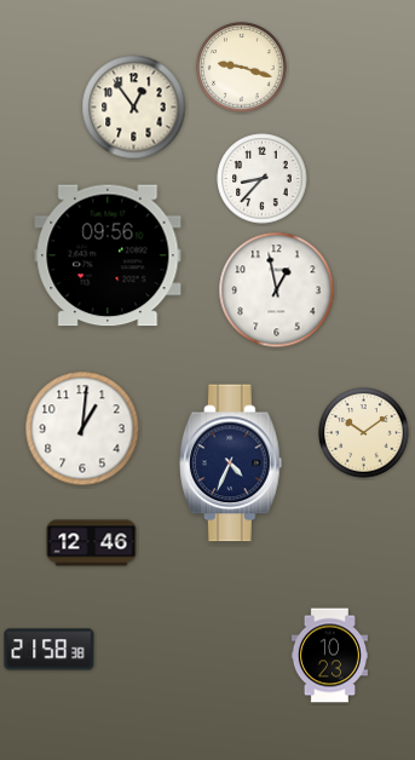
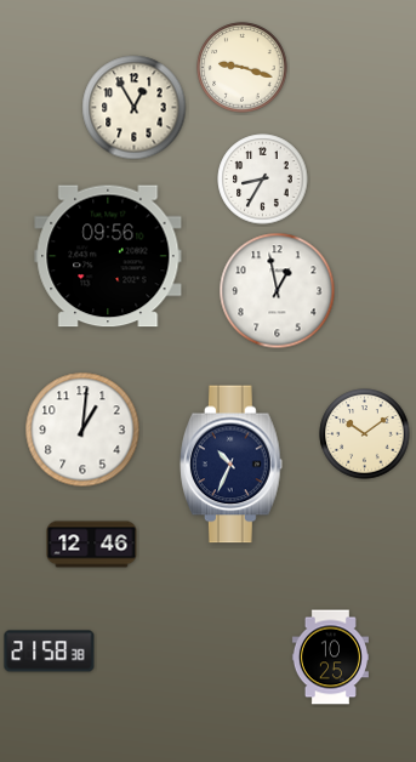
clock at (134, 108): 12:54 -> 12:55
clock at (263, 179): 8:37 -> 8:35
clock at (231, 464): 4:34 -> 10:34
clock at (329, 656): 10:23 -> 10:25
